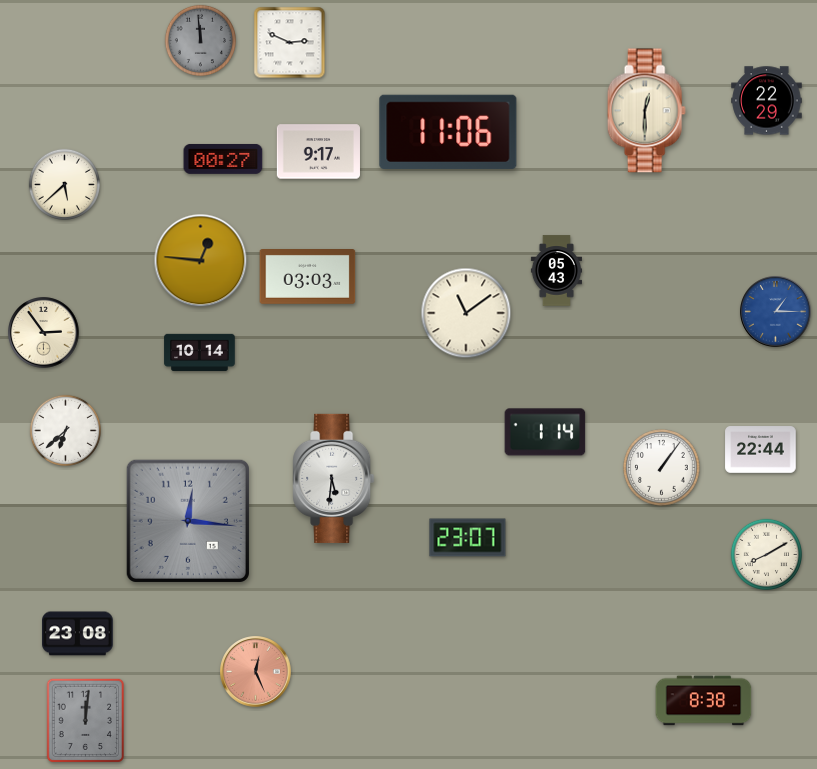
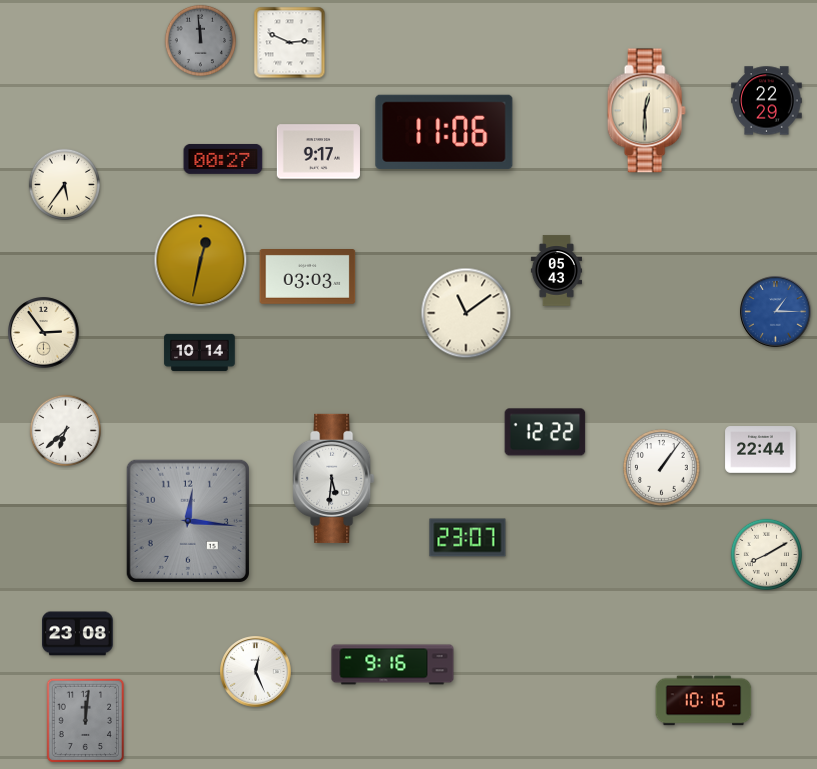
clock at (448, 132) position: (448, 132) -> (444, 132)
clock at (64, 184): 5:38 -> 5:36
clock at (201, 261): 12:46 -> 12:32
clock at (545, 432): 1:14 -> 12:22
clock at (393, 665): none -> 9:16
clock at (256, 672) dial: salmon -> white
clock at (704, 701): 8:38 -> 10:16
